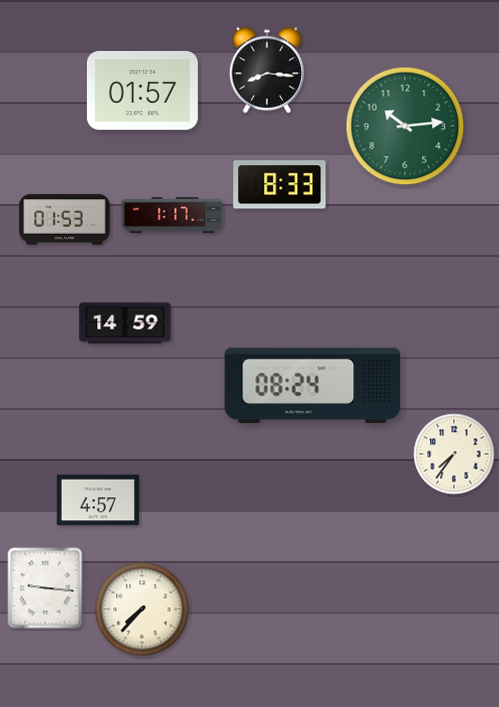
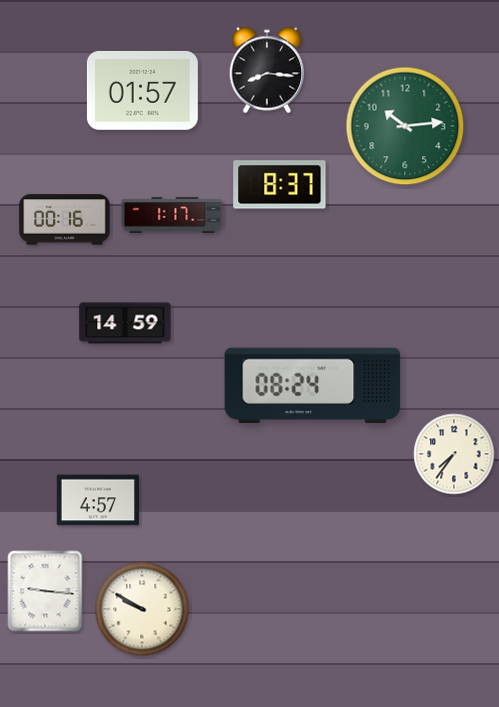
clock at (280, 185): 8:33 -> 8:37
clock at (65, 220): 01:53 -> 00:16
clock at (45, 588) position: (45, 588) -> (45, 591)
clock at (142, 609): 7:37 -> 9:50
